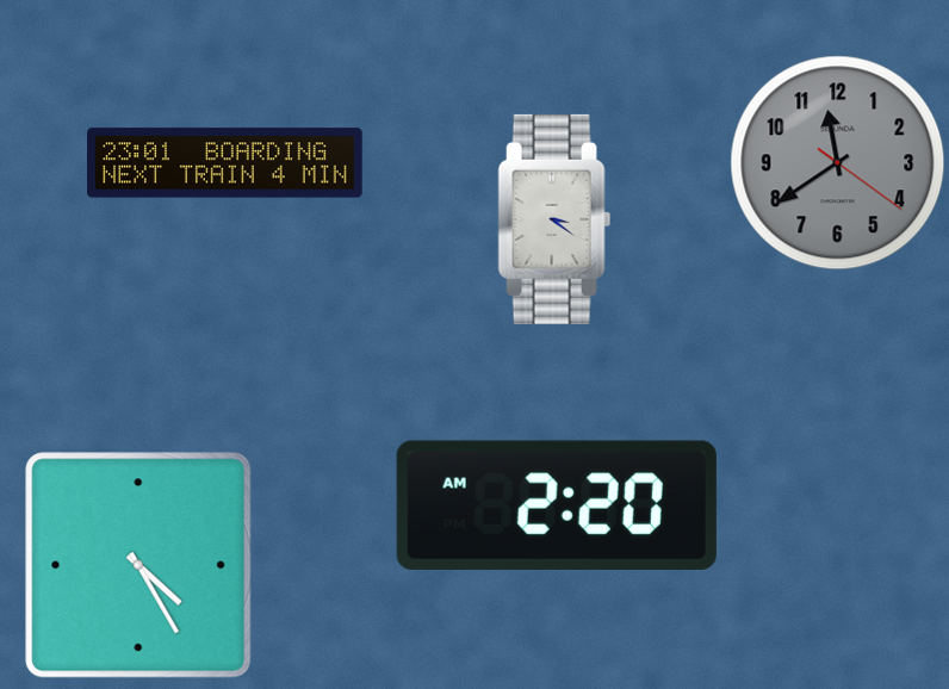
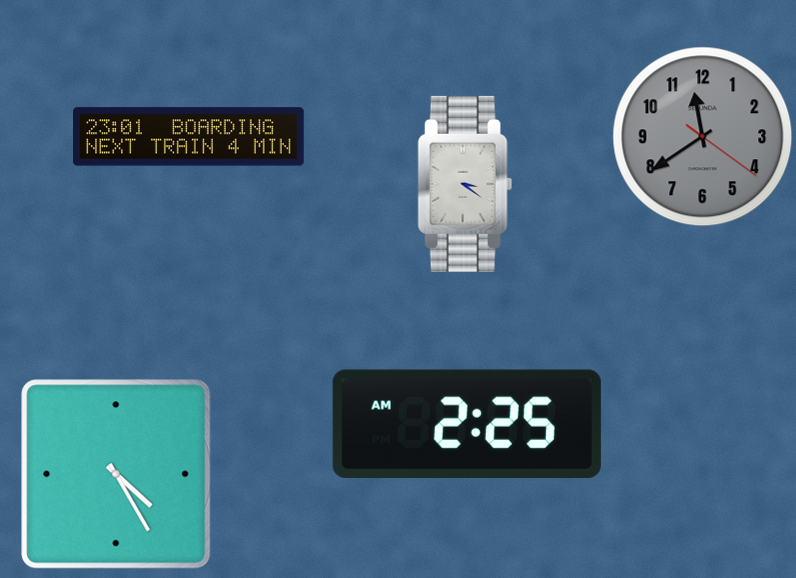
clock at (557, 505): 2:20 -> 2:25
